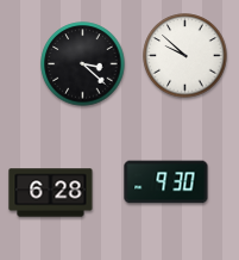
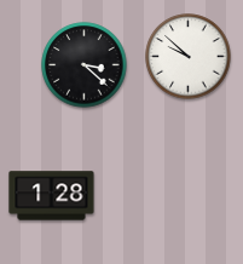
clock at (166, 182): 9:30 -> none
clock at (51, 193): 6:28 -> 1:28
